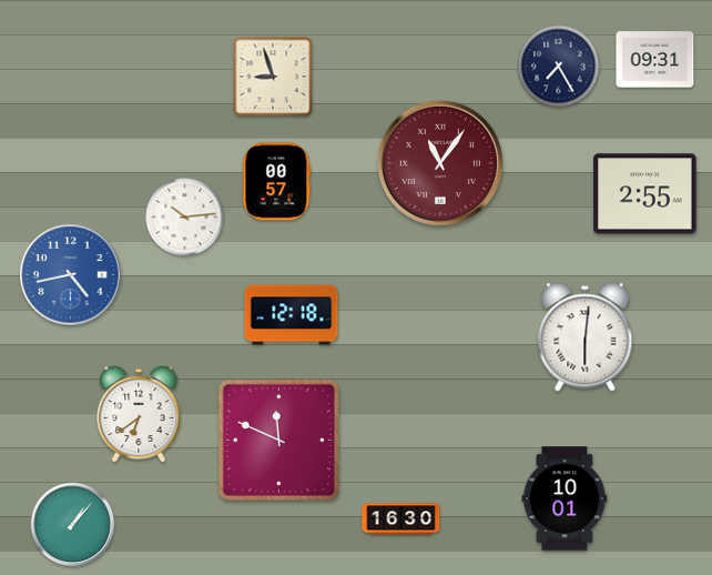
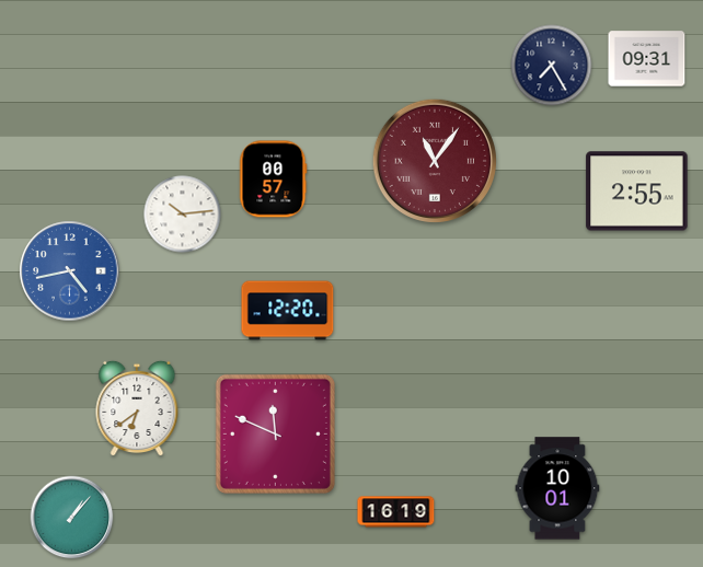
clock at (273, 77): 8:57 -> none
clock at (292, 315): 12:18 -> 12:20
clock at (586, 337): 6:01 -> none
clock at (564, 498) position: (564, 498) -> (557, 488)
clock at (401, 519): 16:30 -> 16:19
